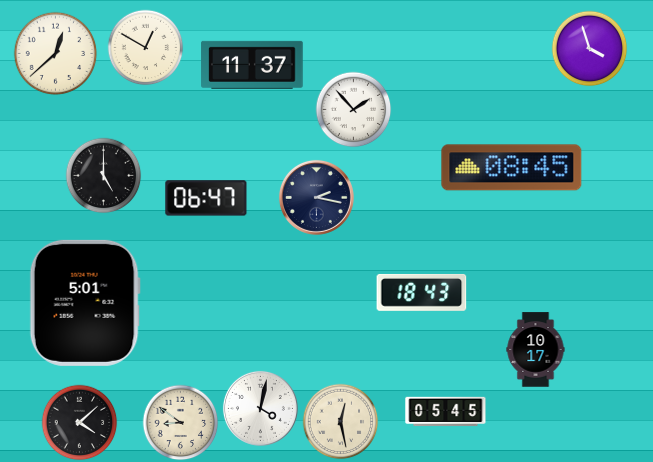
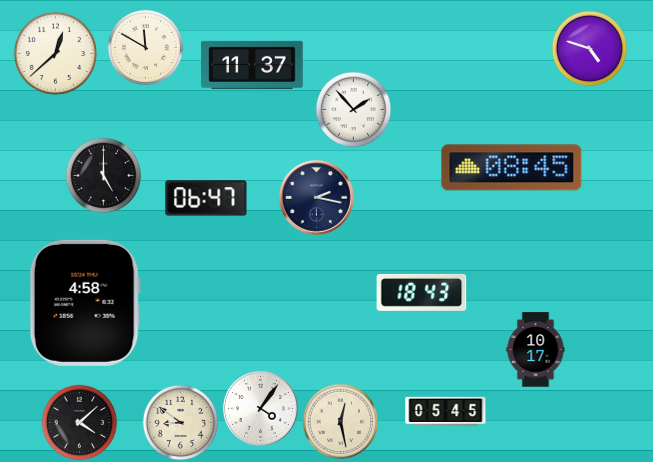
clock at (146, 48): 12:50 -> 11:50
clock at (590, 49): 3:57 -> 4:48
clock at (85, 303): 5:01 -> 4:58
clock at (260, 408): 4:02 -> 4:06
